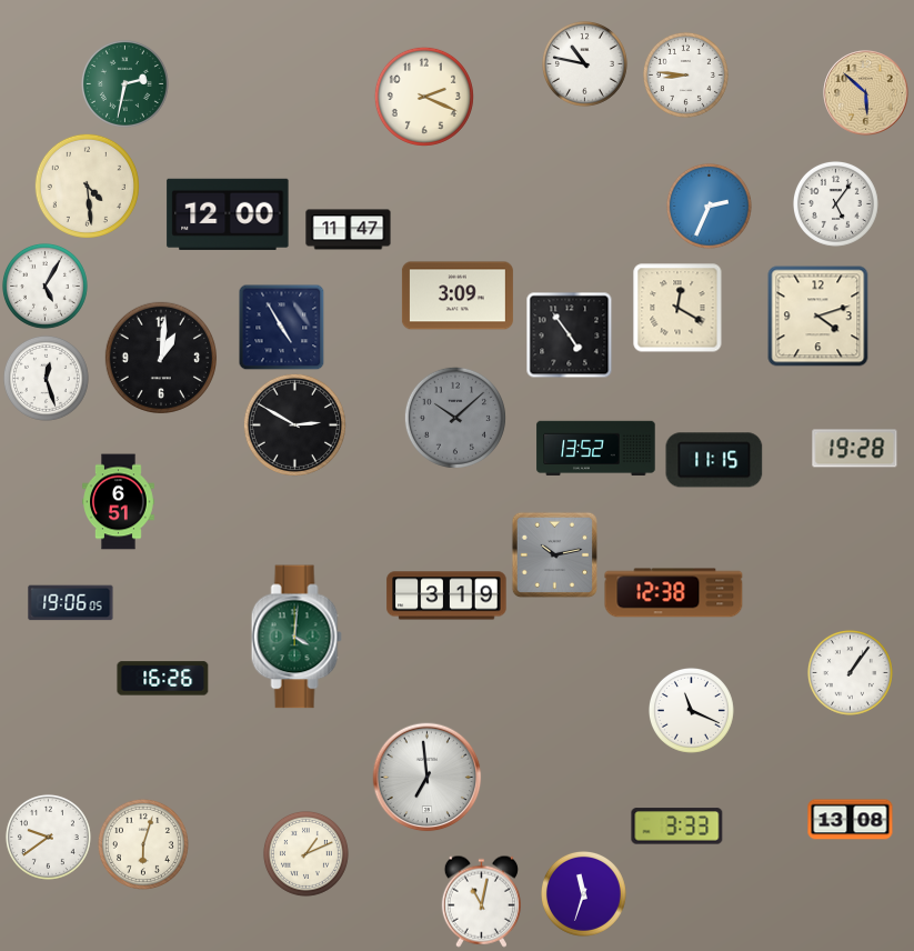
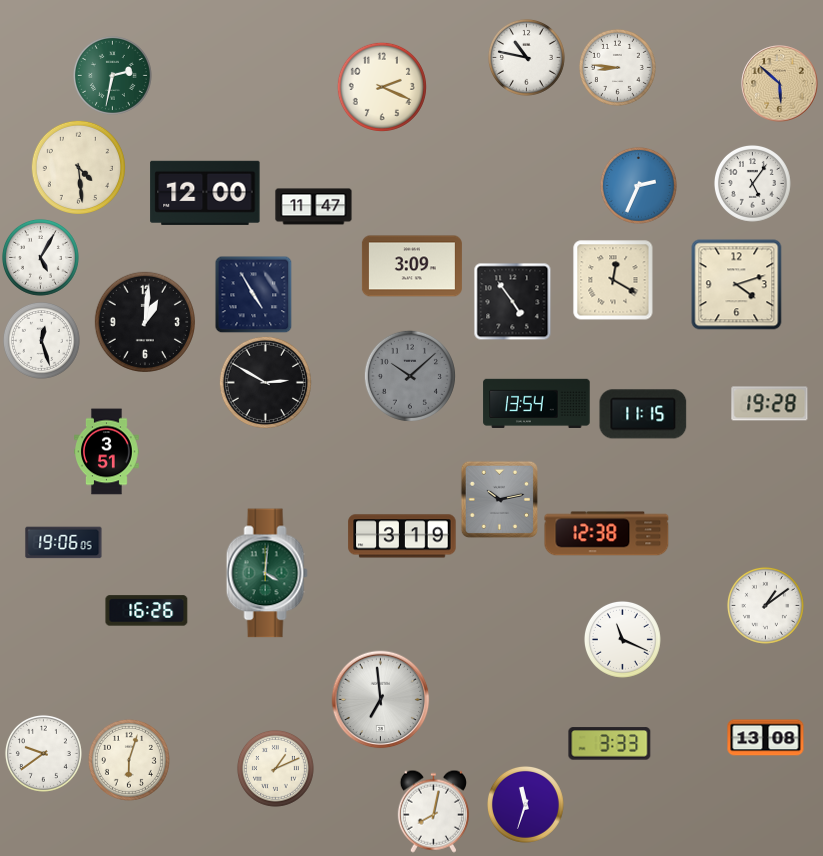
clock at (677, 308) position: (677, 308) -> (613, 280)
clock at (596, 448): 13:52 -> 13:54
clock at (119, 502): 6:51 -> 3:51
clock at (850, 672): 1:06 -> 1:09
clock at (428, 778) position: (428, 778) -> (381, 700)
clock at (481, 901): 11:02 -> 8:02
